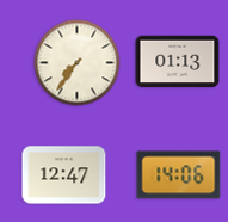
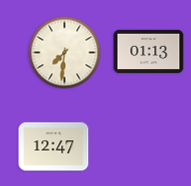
clock at (78, 63): 7:36 -> 7:31
clock at (179, 175): 14:06 -> none
